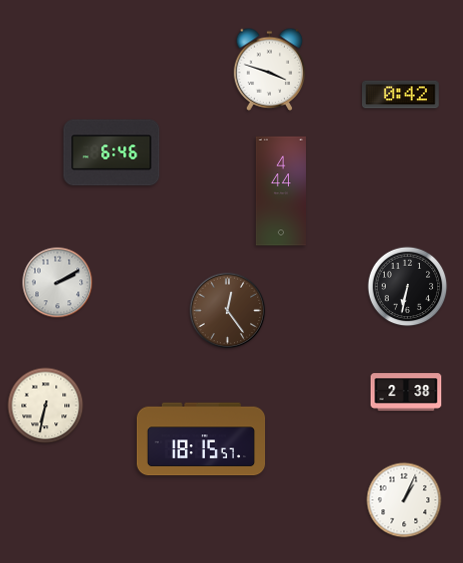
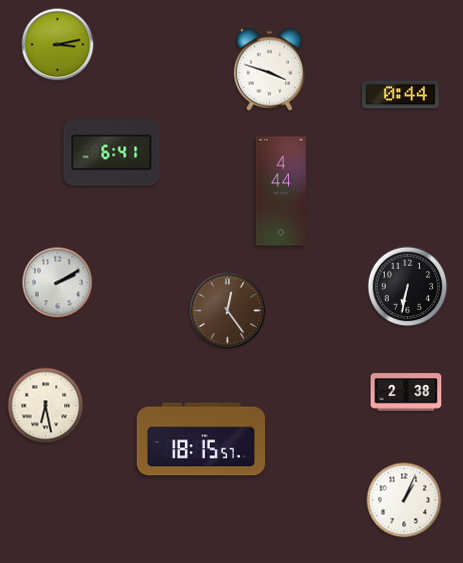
clock at (58, 45): none -> 3:13
clock at (401, 95): 0:42 -> 0:44
clock at (112, 153): 6:46 -> 6:41
clock at (46, 406): 6:32 -> 6:28
